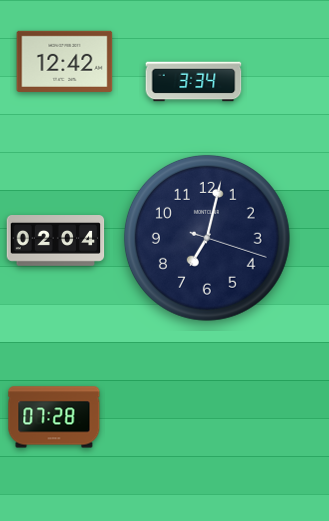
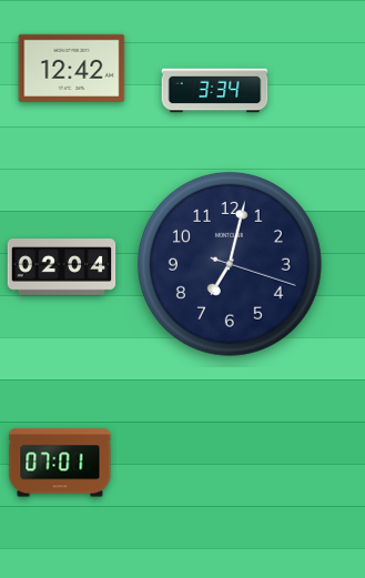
clock at (54, 417): 07:28 -> 07:01
